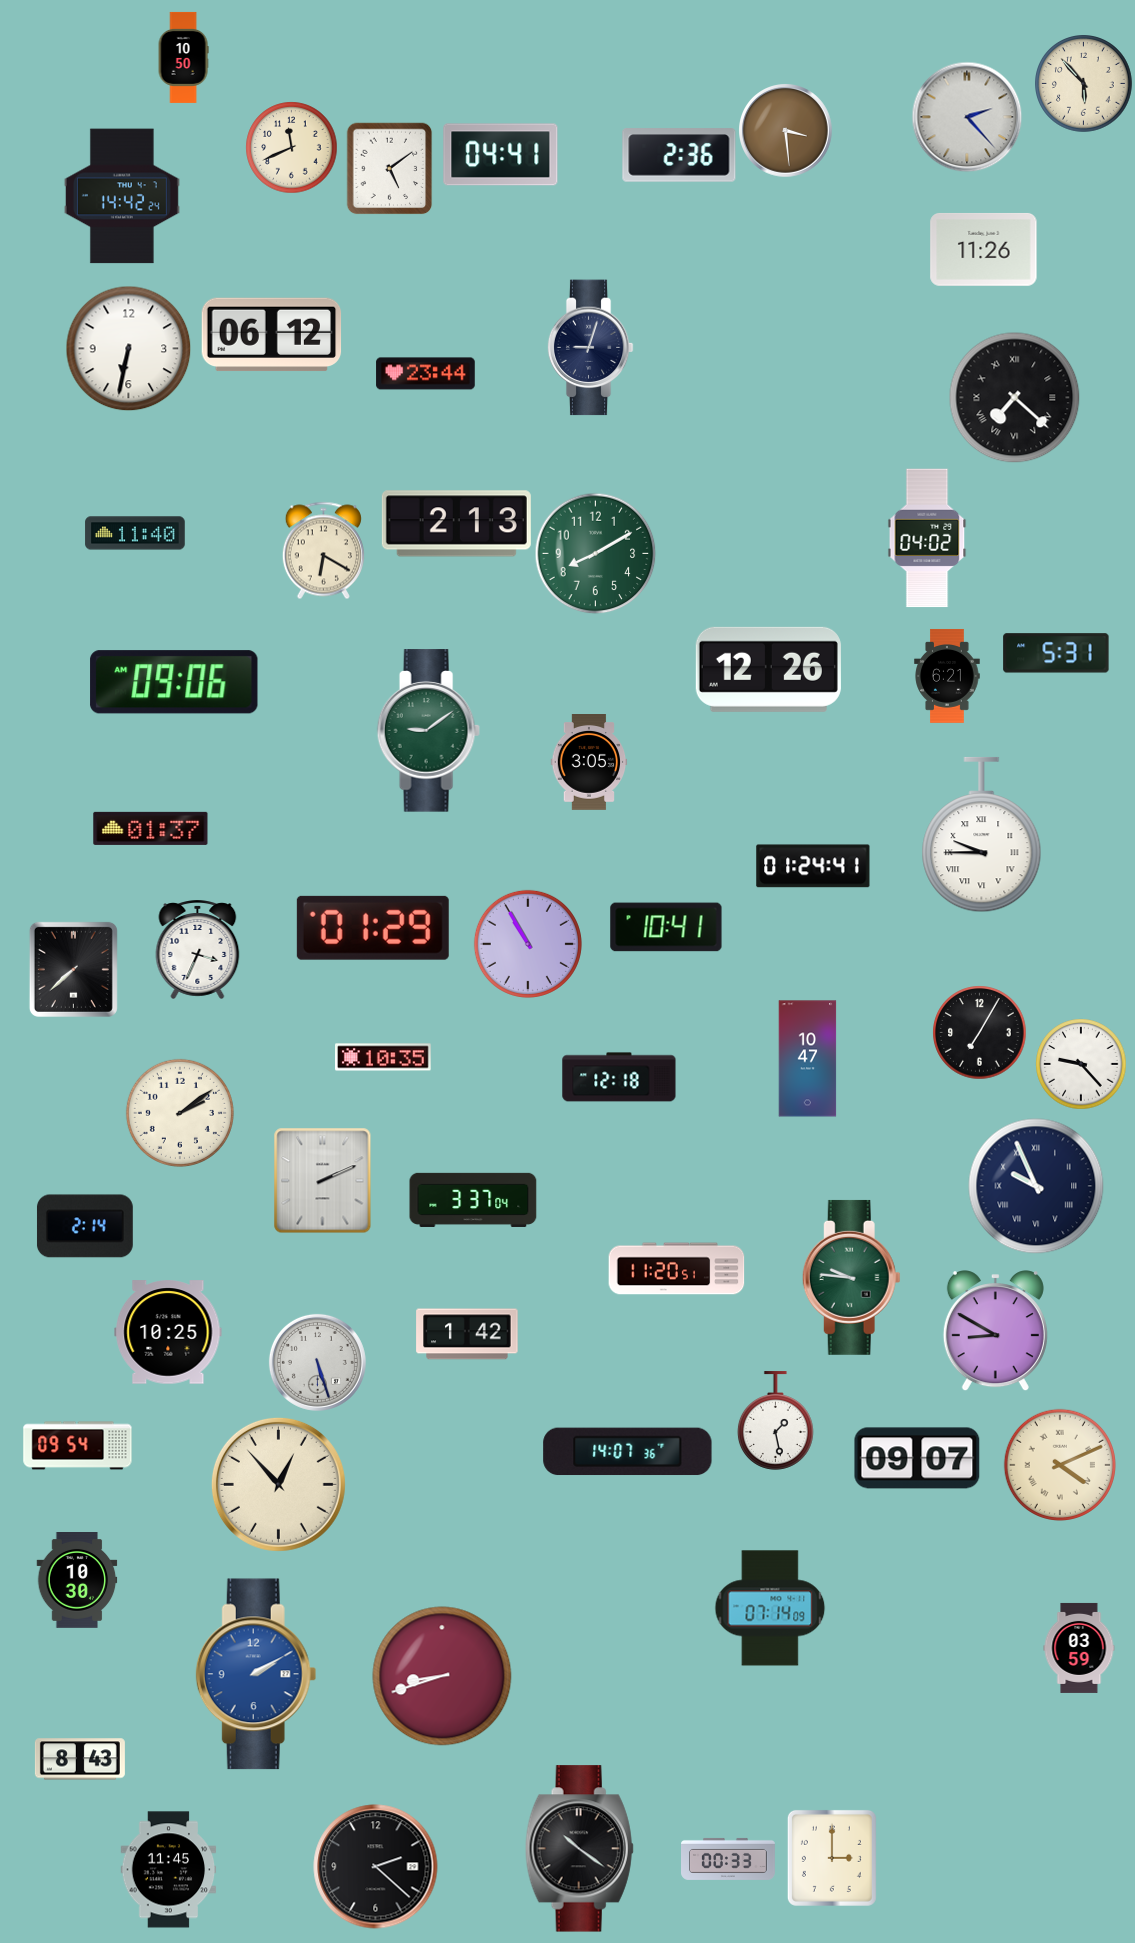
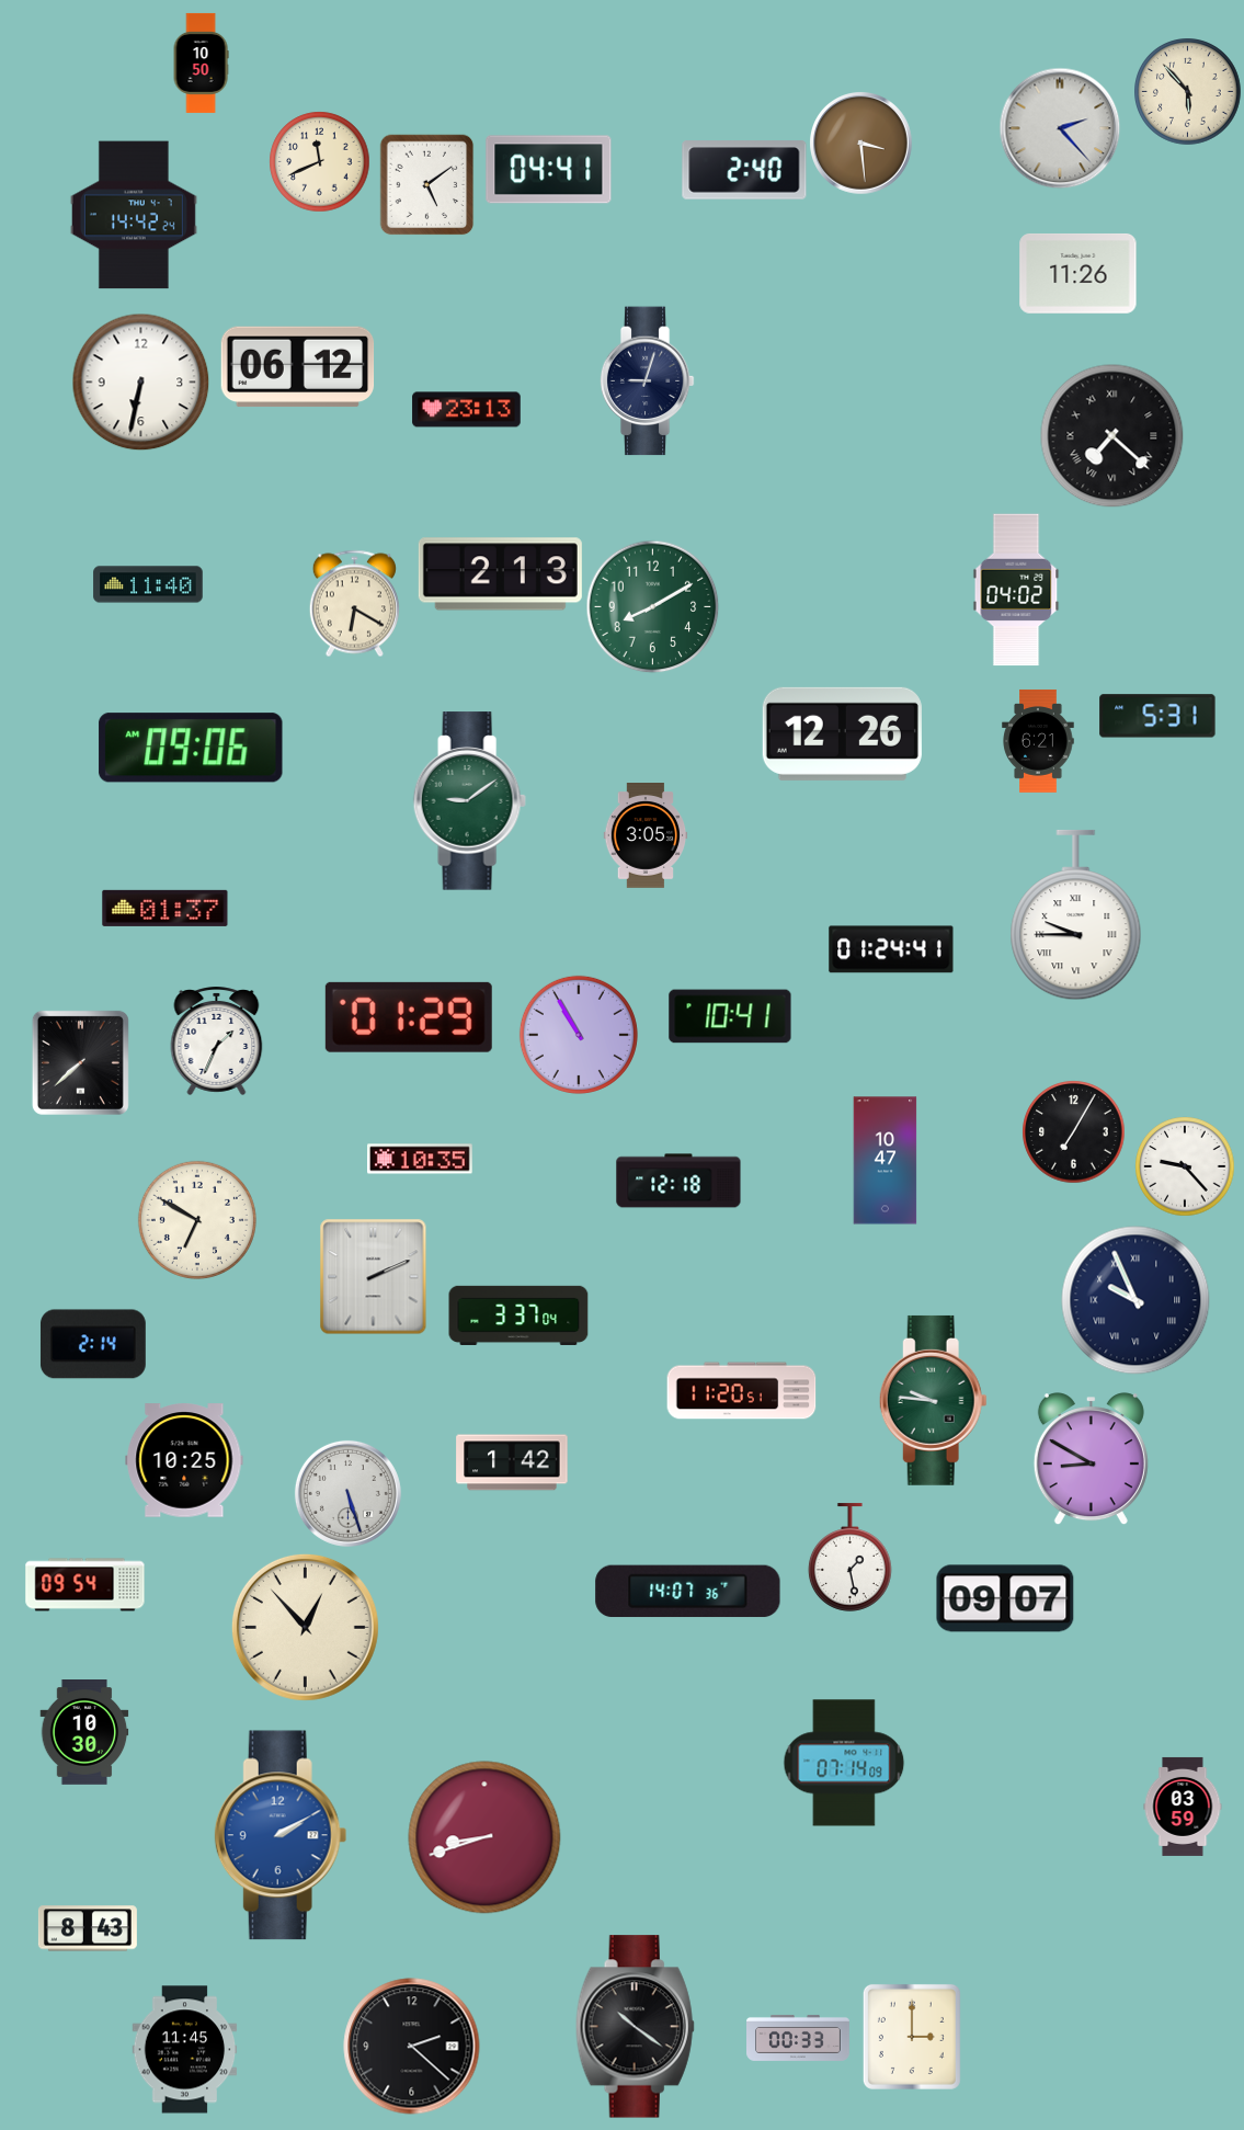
clock at (679, 155): 2:36 -> 2:40
clock at (426, 374): 23:44 -> 23:13
clock at (198, 949): 3:34 -> 1:34
clock at (180, 1113): 2:09 -> 6:50
clock at (323, 1180) position: (323, 1180) -> (374, 1276)
clock at (1060, 1465): 4:11 -> none
